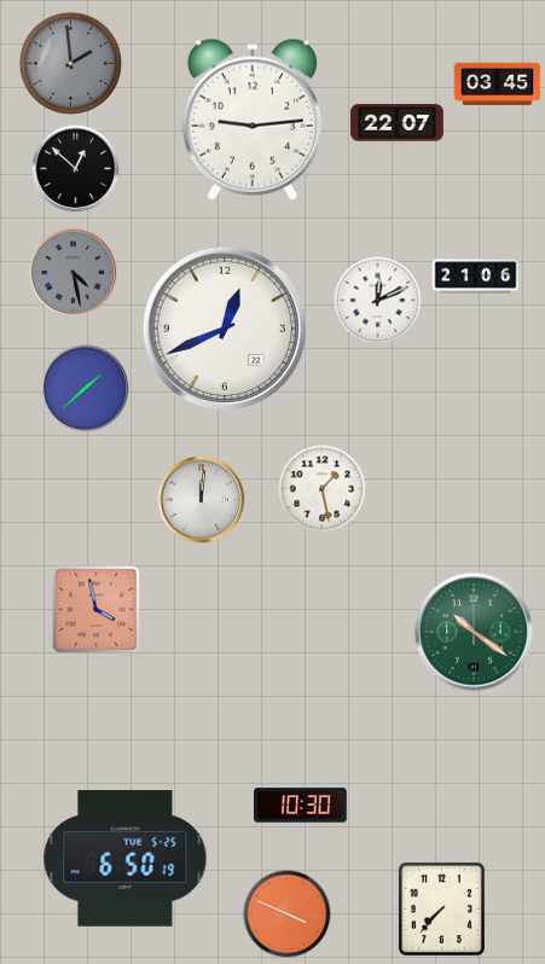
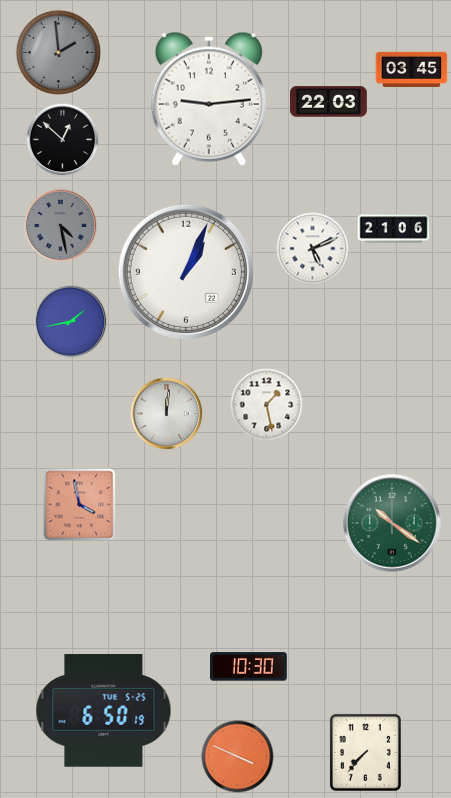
clock at (398, 123): 22:07 -> 22:03
clock at (378, 301): 12:11 -> 5:11
clock at (225, 329): 12:41 -> 1:04
clock at (86, 389): 1:38 -> 1:43
